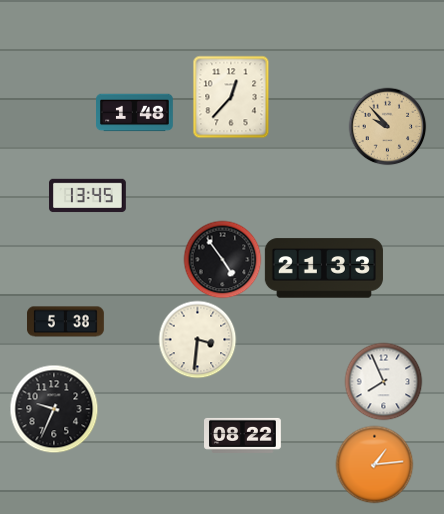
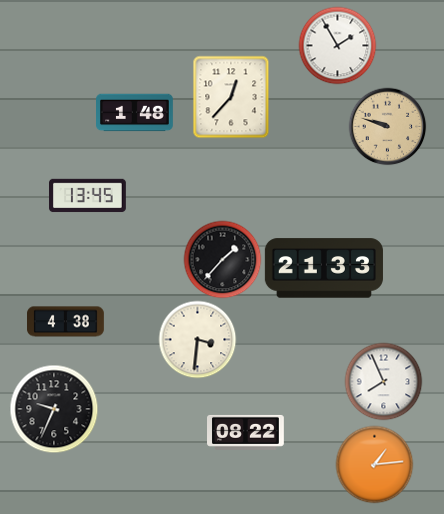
clock at (337, 45): none -> 1:55
clock at (387, 126): 9:53 -> 9:48
clock at (222, 259): 4:54 -> 1:37
clock at (66, 322): 5:38 -> 4:38
clock at (243, 435) position: (243, 435) -> (246, 432)
